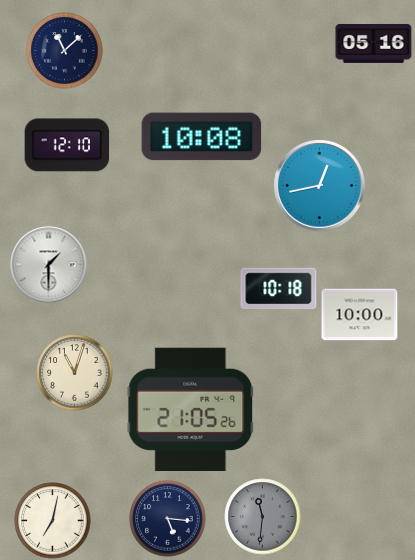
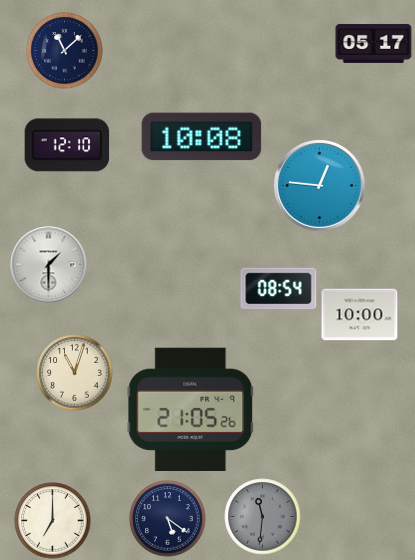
clock at (374, 43): 05:16 -> 05:17
clock at (320, 186): 12:43 -> 12:46
clock at (279, 289): 10:18 -> 08:54
clock at (168, 519): 5:16 -> 5:21
clock at (53, 521): 7:02 -> 7:00
